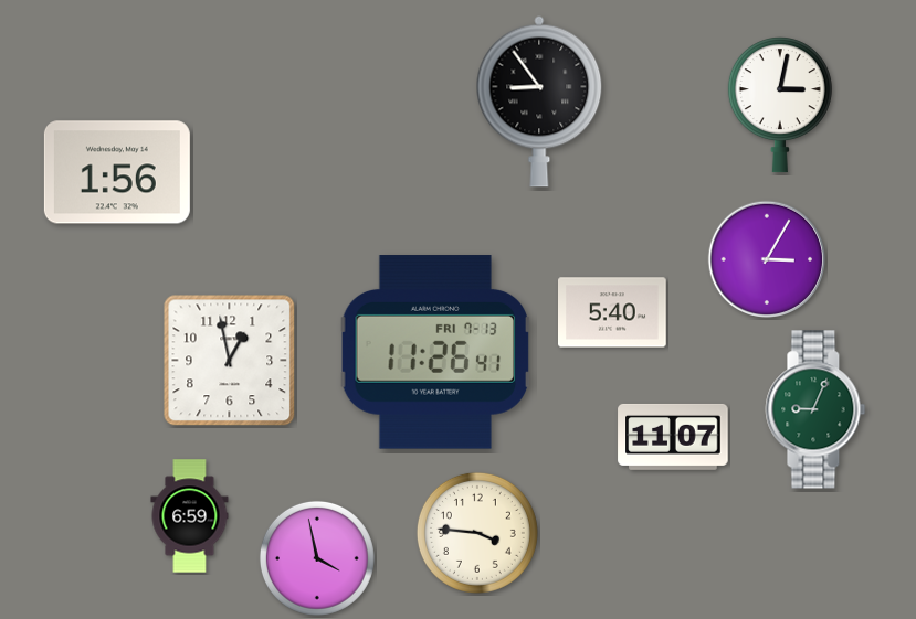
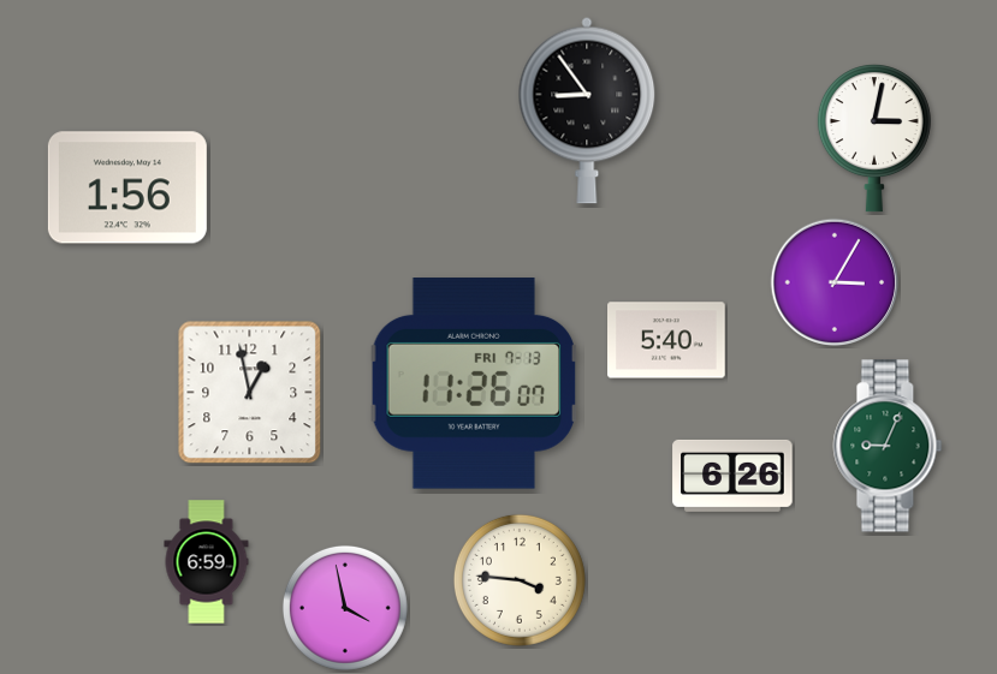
clock at (780, 105) position: (780, 105) -> (874, 138)
clock at (435, 352): 11:26:41 -> 11:26:07
clock at (673, 437): 11:07 -> 6:26
